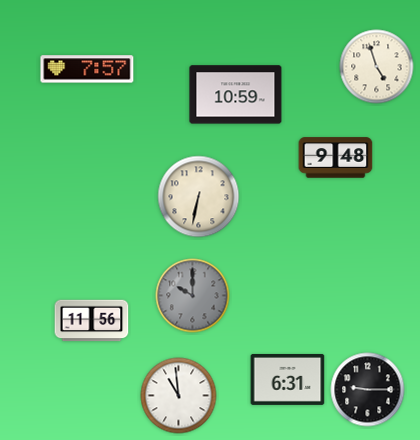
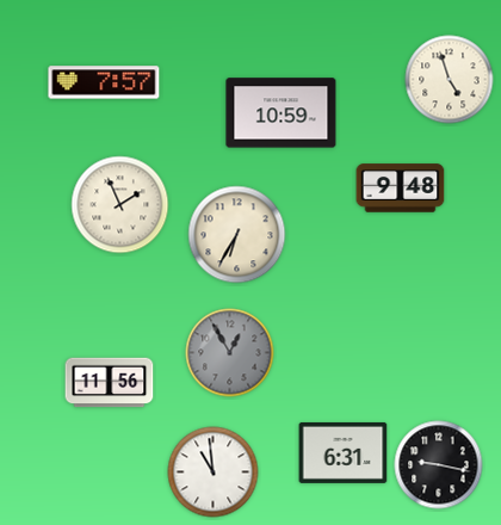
clock at (120, 205): none -> 1:56
clock at (199, 197): 6:32 -> 6:35
clock at (193, 296): 10:00 -> 12:55
clock at (368, 390): 9:15 -> 9:17
